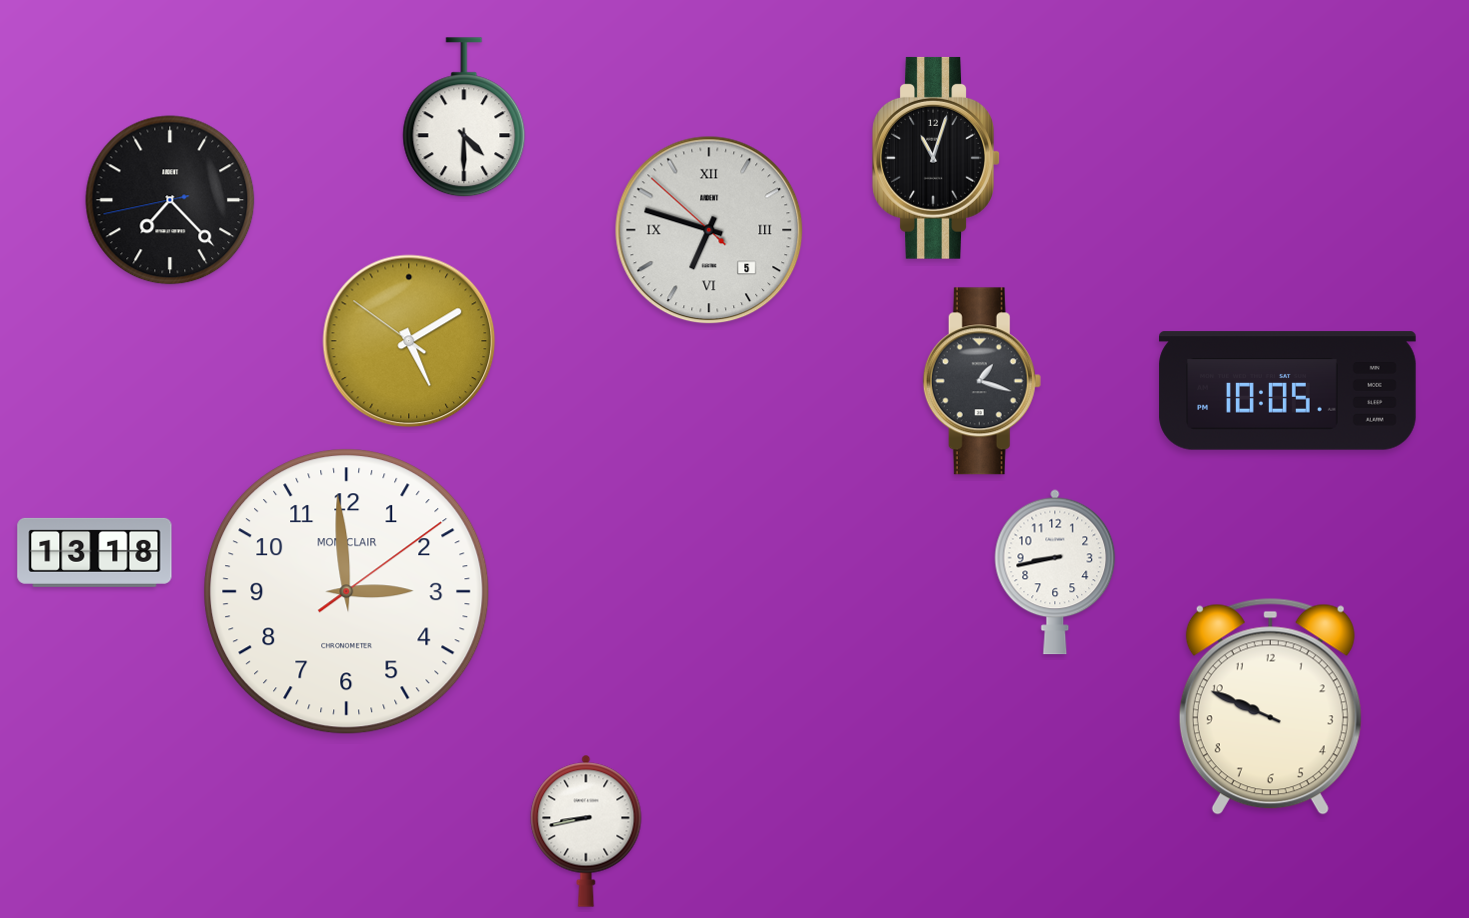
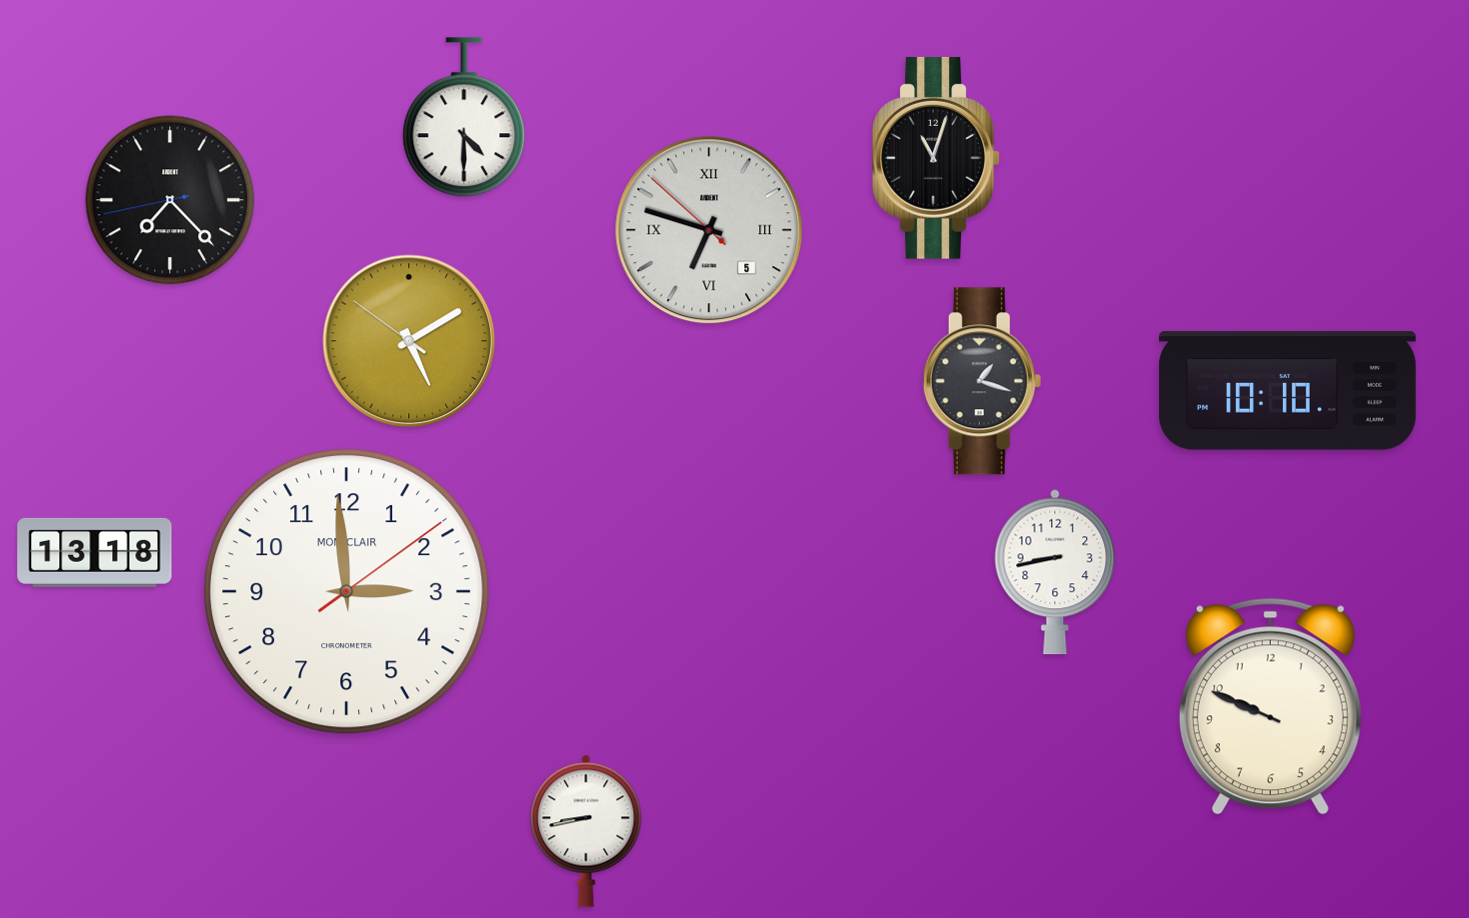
clock at (1288, 391): 10:05 -> 10:10
